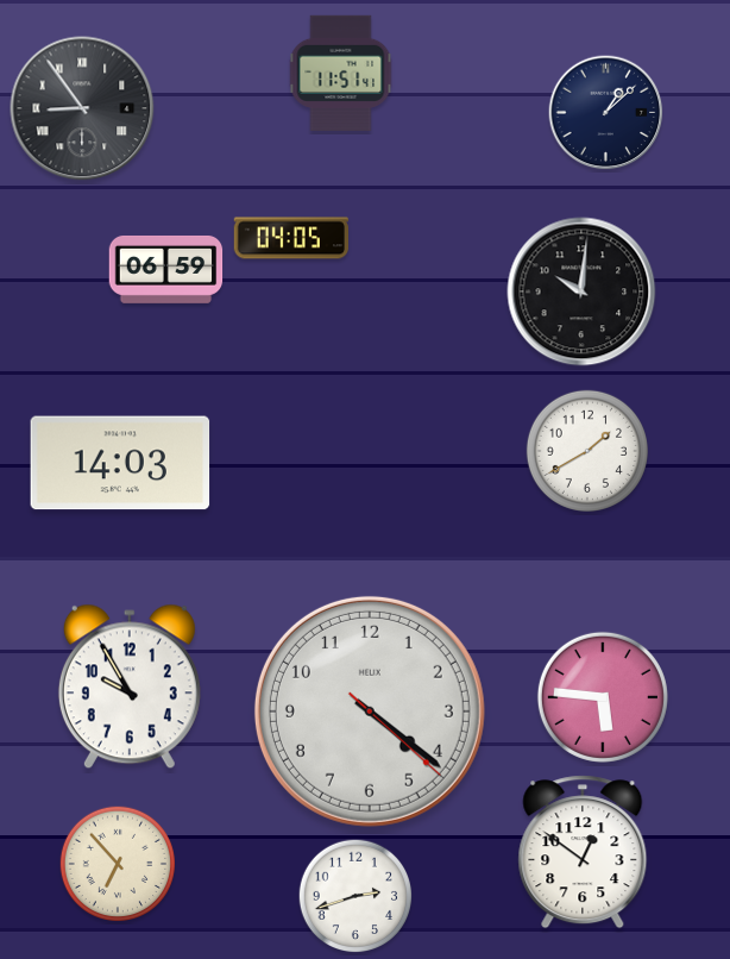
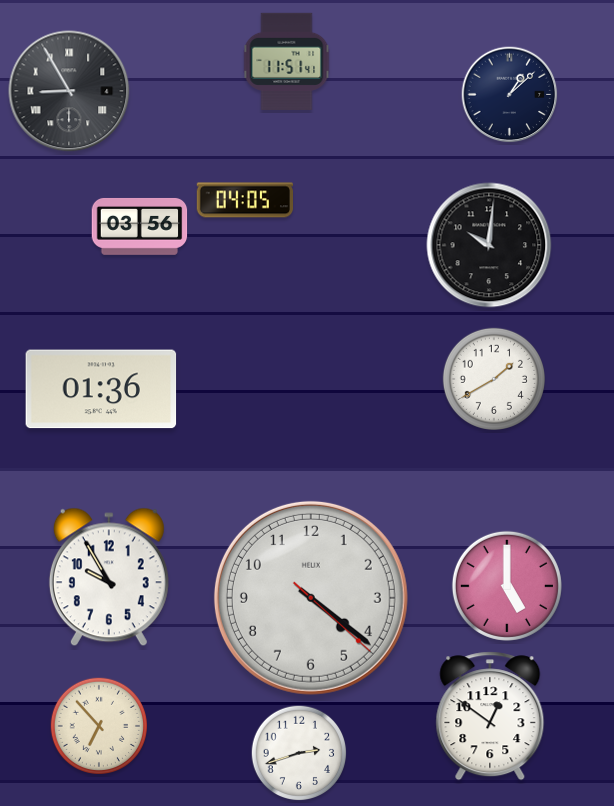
clock at (82, 108): 8:54 -> 8:55
clock at (166, 269): 06:59 -> 03:56
clock at (120, 463): 14:03 -> 01:36
clock at (603, 697): 5:46 -> 5:00
